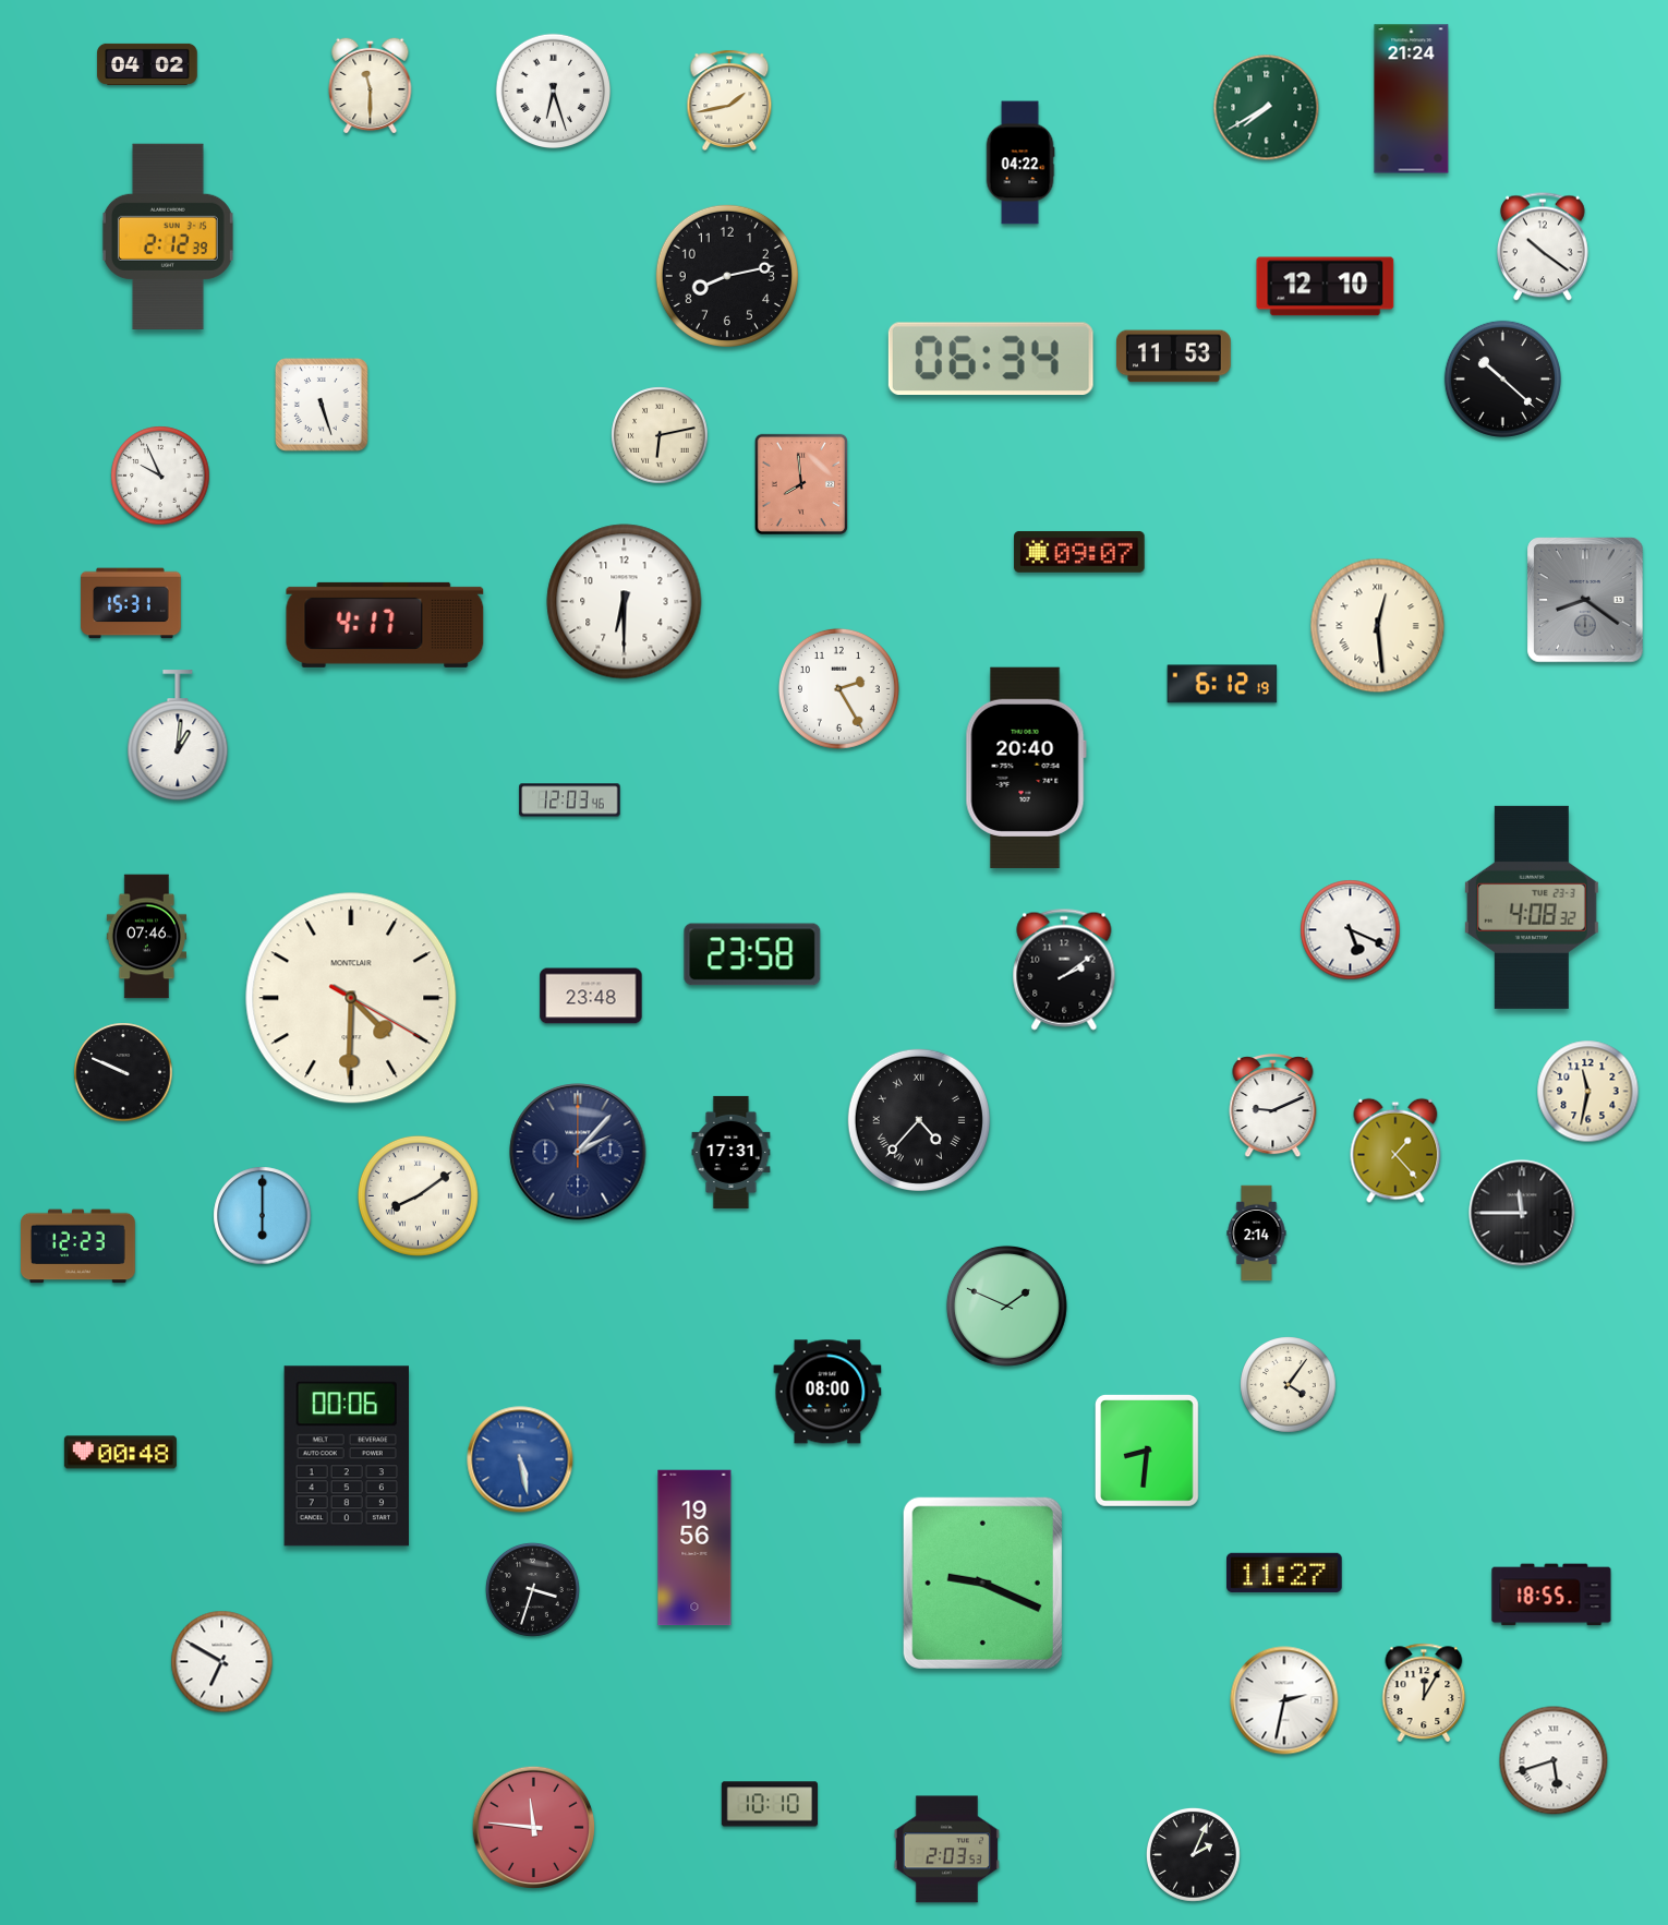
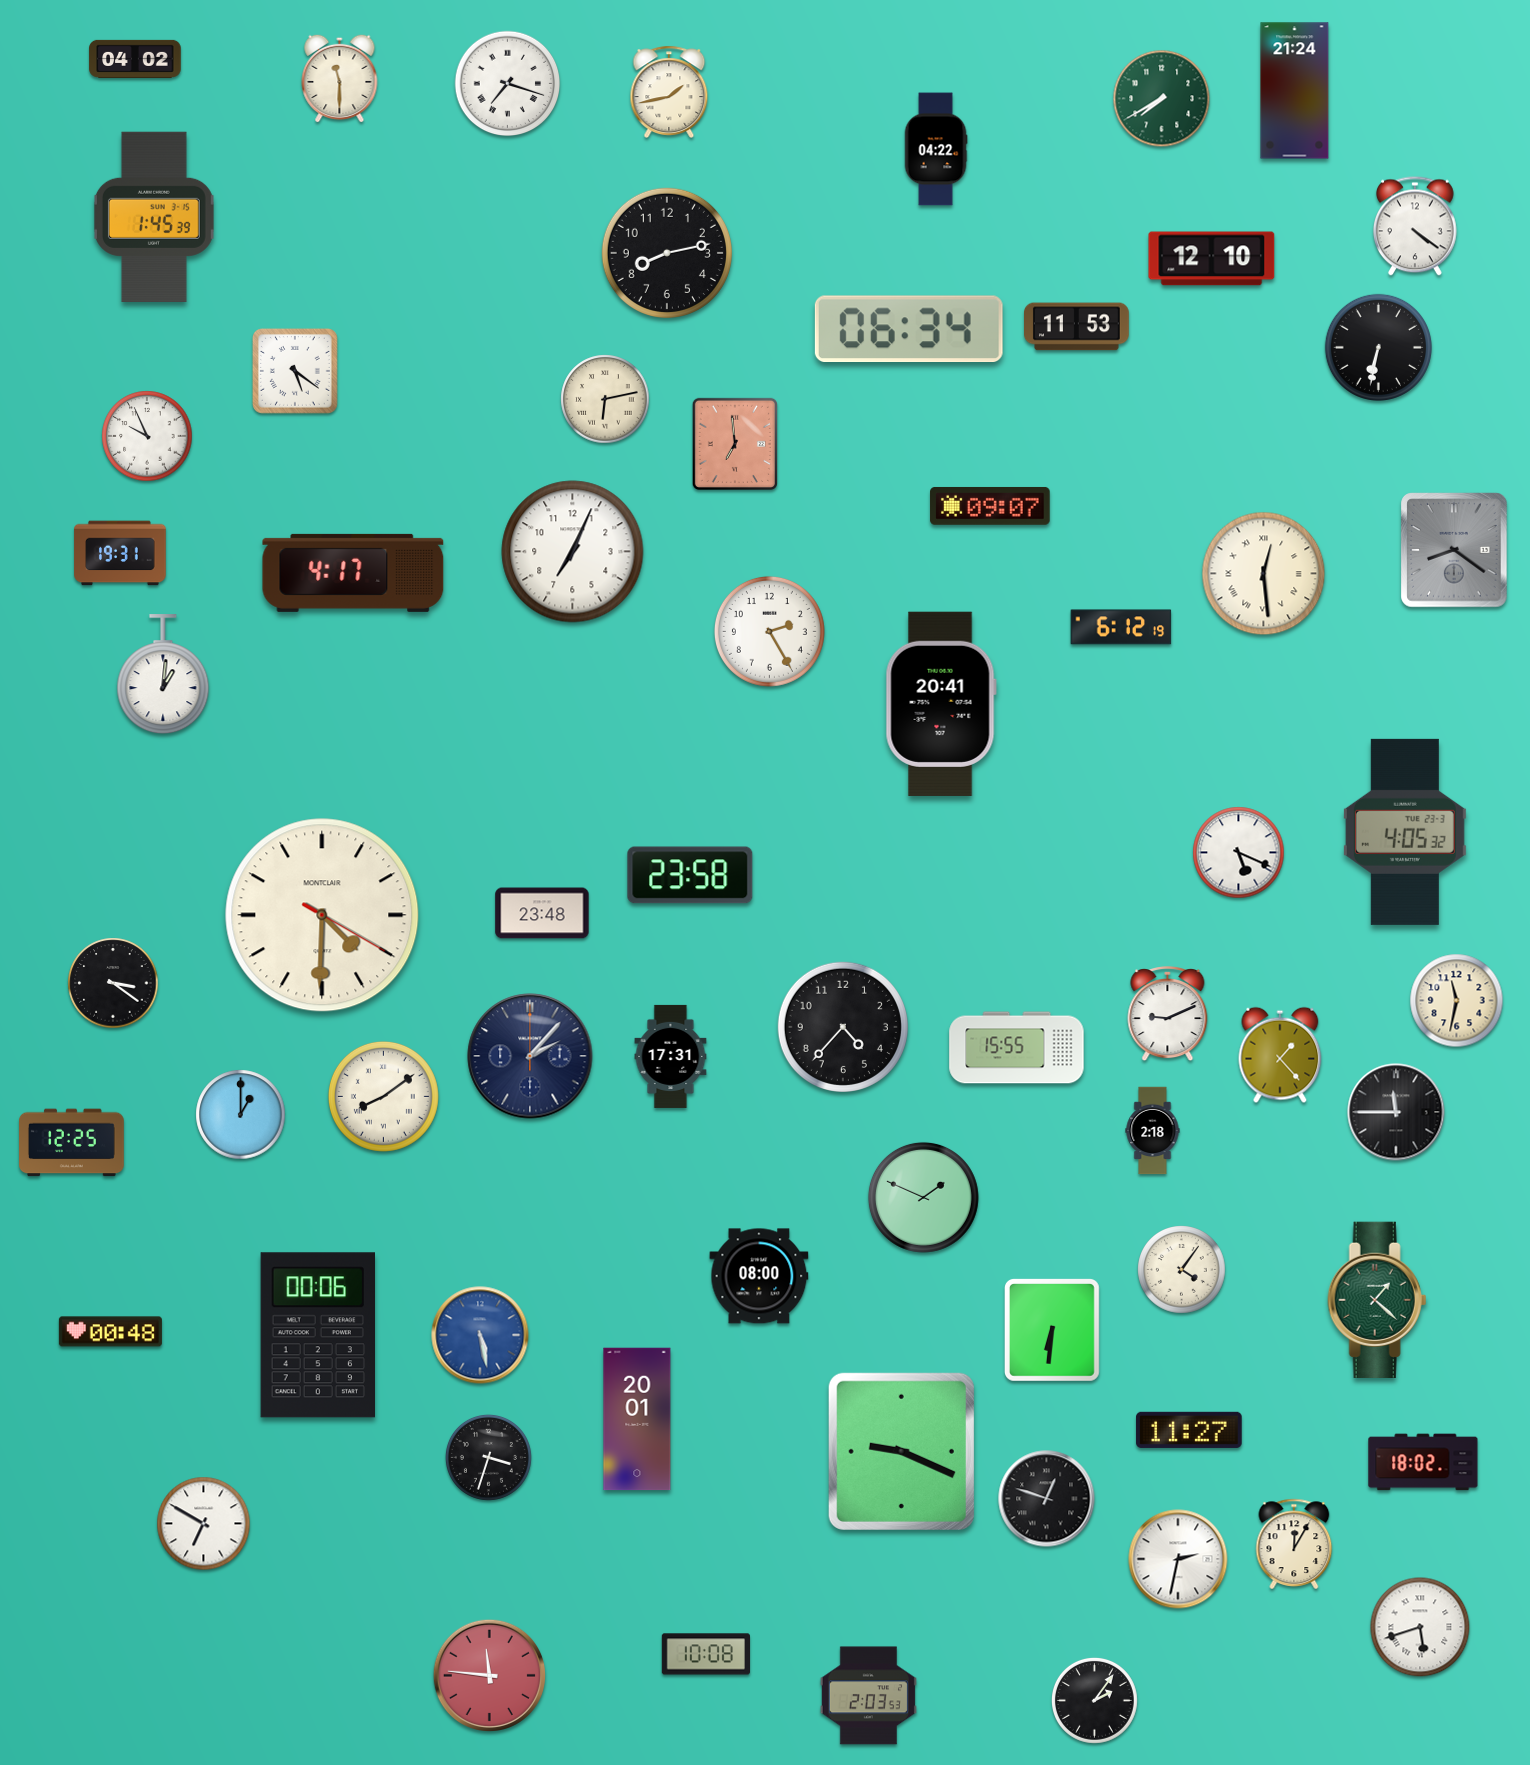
clock at (554, 92): 6:27 -> 7:18
clock at (168, 236): 2:12 -> 1:45
clock at (1544, 246): 10:21 -> 4:21
clock at (1326, 287) position: (1326, 287) -> (1212, 259)
clock at (1502, 378): 10:22 -> 6:32
clock at (322, 405): 5:27 -> 5:21
clock at (801, 484): 7:59 -> 6:59
clock at (625, 602): 6:30 -> 7:04
clock at (131, 603): 15:31 -> 19:31
clock at (1026, 768): 20:40 -> 20:41
clock at (570, 801): 12:03 -> none
clock at (1532, 907): 4:08 -> 4:05
clock at (147, 937): 07:46 -> none
clock at (1064, 970): 2:09 -> none
clock at (123, 1072): 9:49 -> 3:21
clock at (919, 1120) numerals: Roman -> Arabic
clock at (1017, 1048): none -> 15:55
clock at (263, 1216): 6:00 -> 1:00
clock at (1257, 1234): 2:14 -> 2:18
clock at (78, 1247): 12:23 -> 12:25
clock at (1377, 1299): none -> 1:22
clock at (1147, 1451): 8:31 -> 6:31
clock at (520, 1459) position: (520, 1459) -> (480, 1335)
clock at (694, 1548): 19:56 -> 20:01
clock at (1284, 1573) position: (1284, 1573) -> (1189, 1430)
clock at (1551, 1595): 18:55 -> 18:02
clock at (1047, 1499): none -> 12:48
clock at (1424, 1693) position: (1424, 1693) -> (1294, 1544)
clock at (1554, 1760) position: (1554, 1760) -> (1420, 1627)
clock at (769, 1804): 10:10 -> 10:08
clock at (1193, 1854): 2:04 -> 2:06
